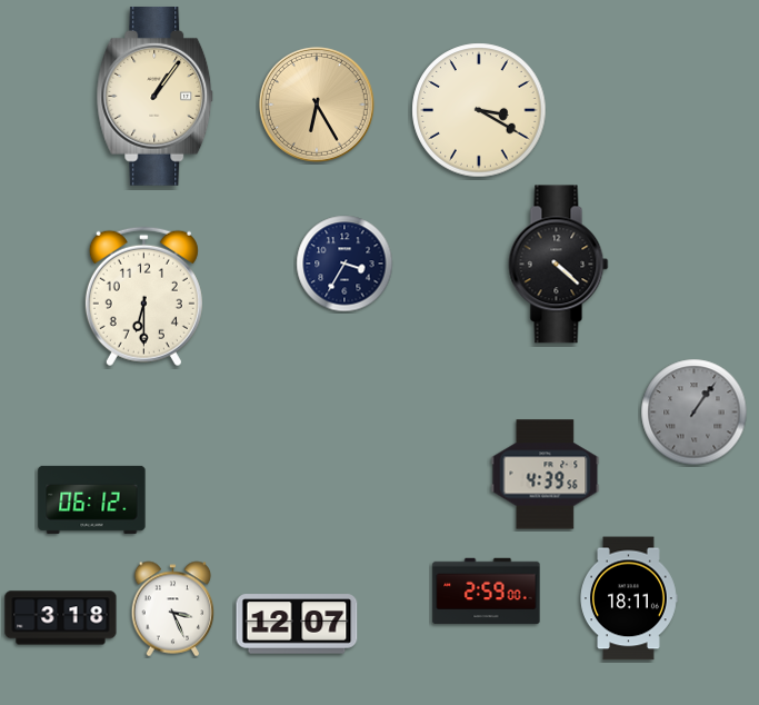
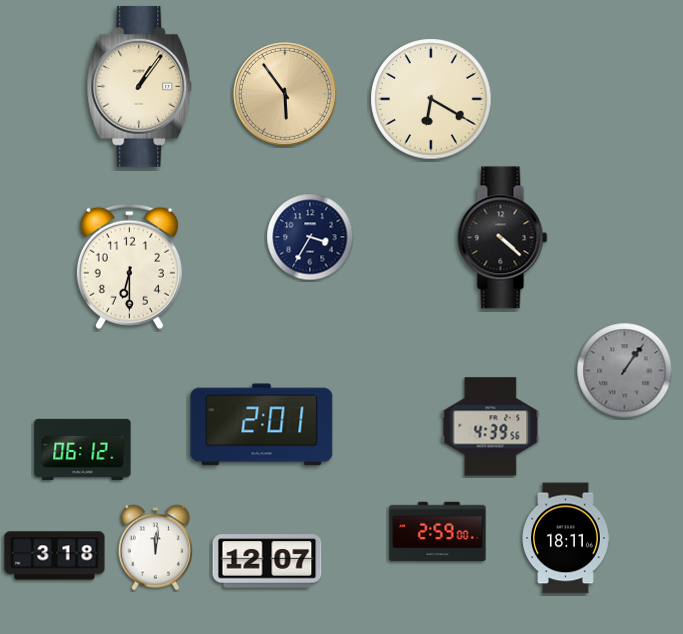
clock at (317, 105): 6:25 -> 5:54
clock at (479, 110): 3:20 -> 6:20
clock at (262, 425): none -> 2:01
clock at (173, 609): 3:26 -> 12:01
